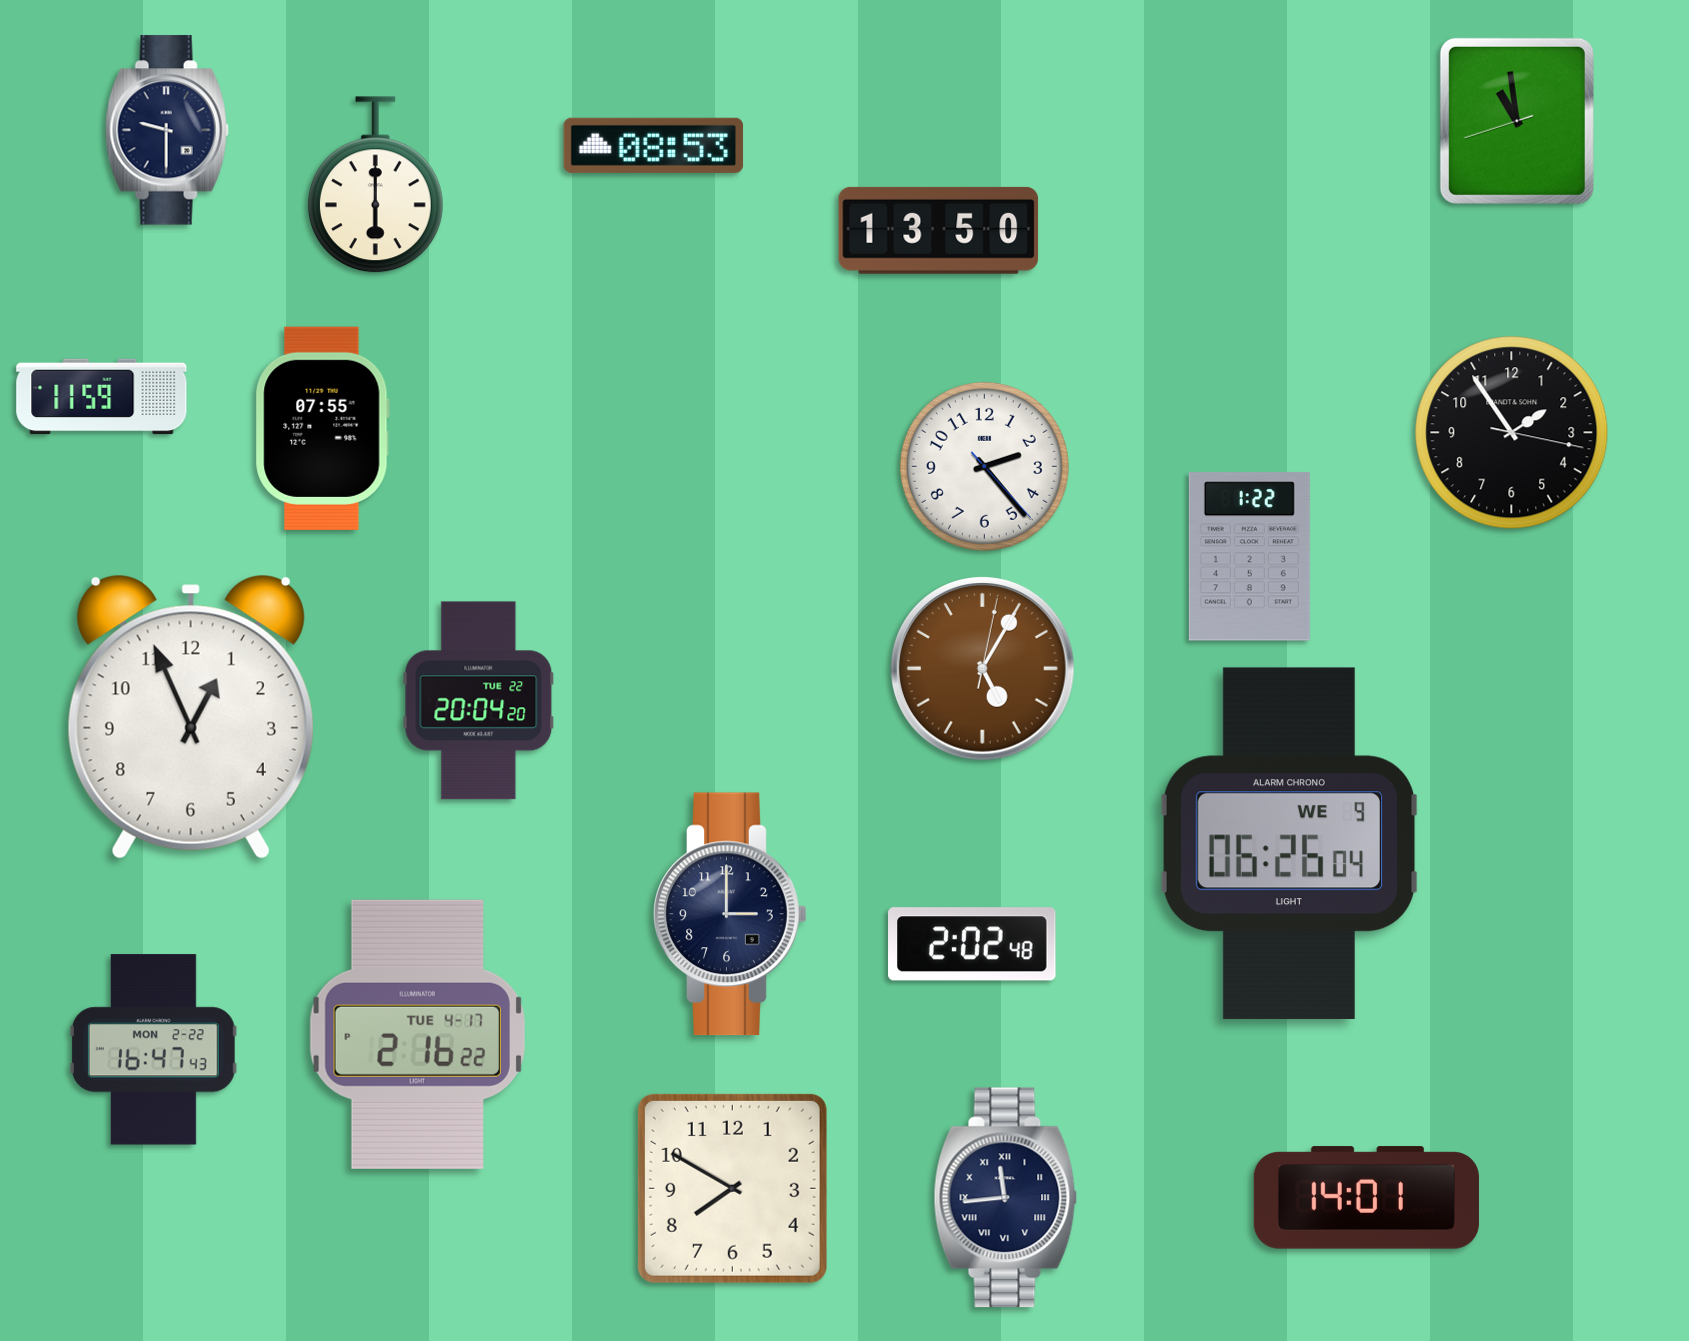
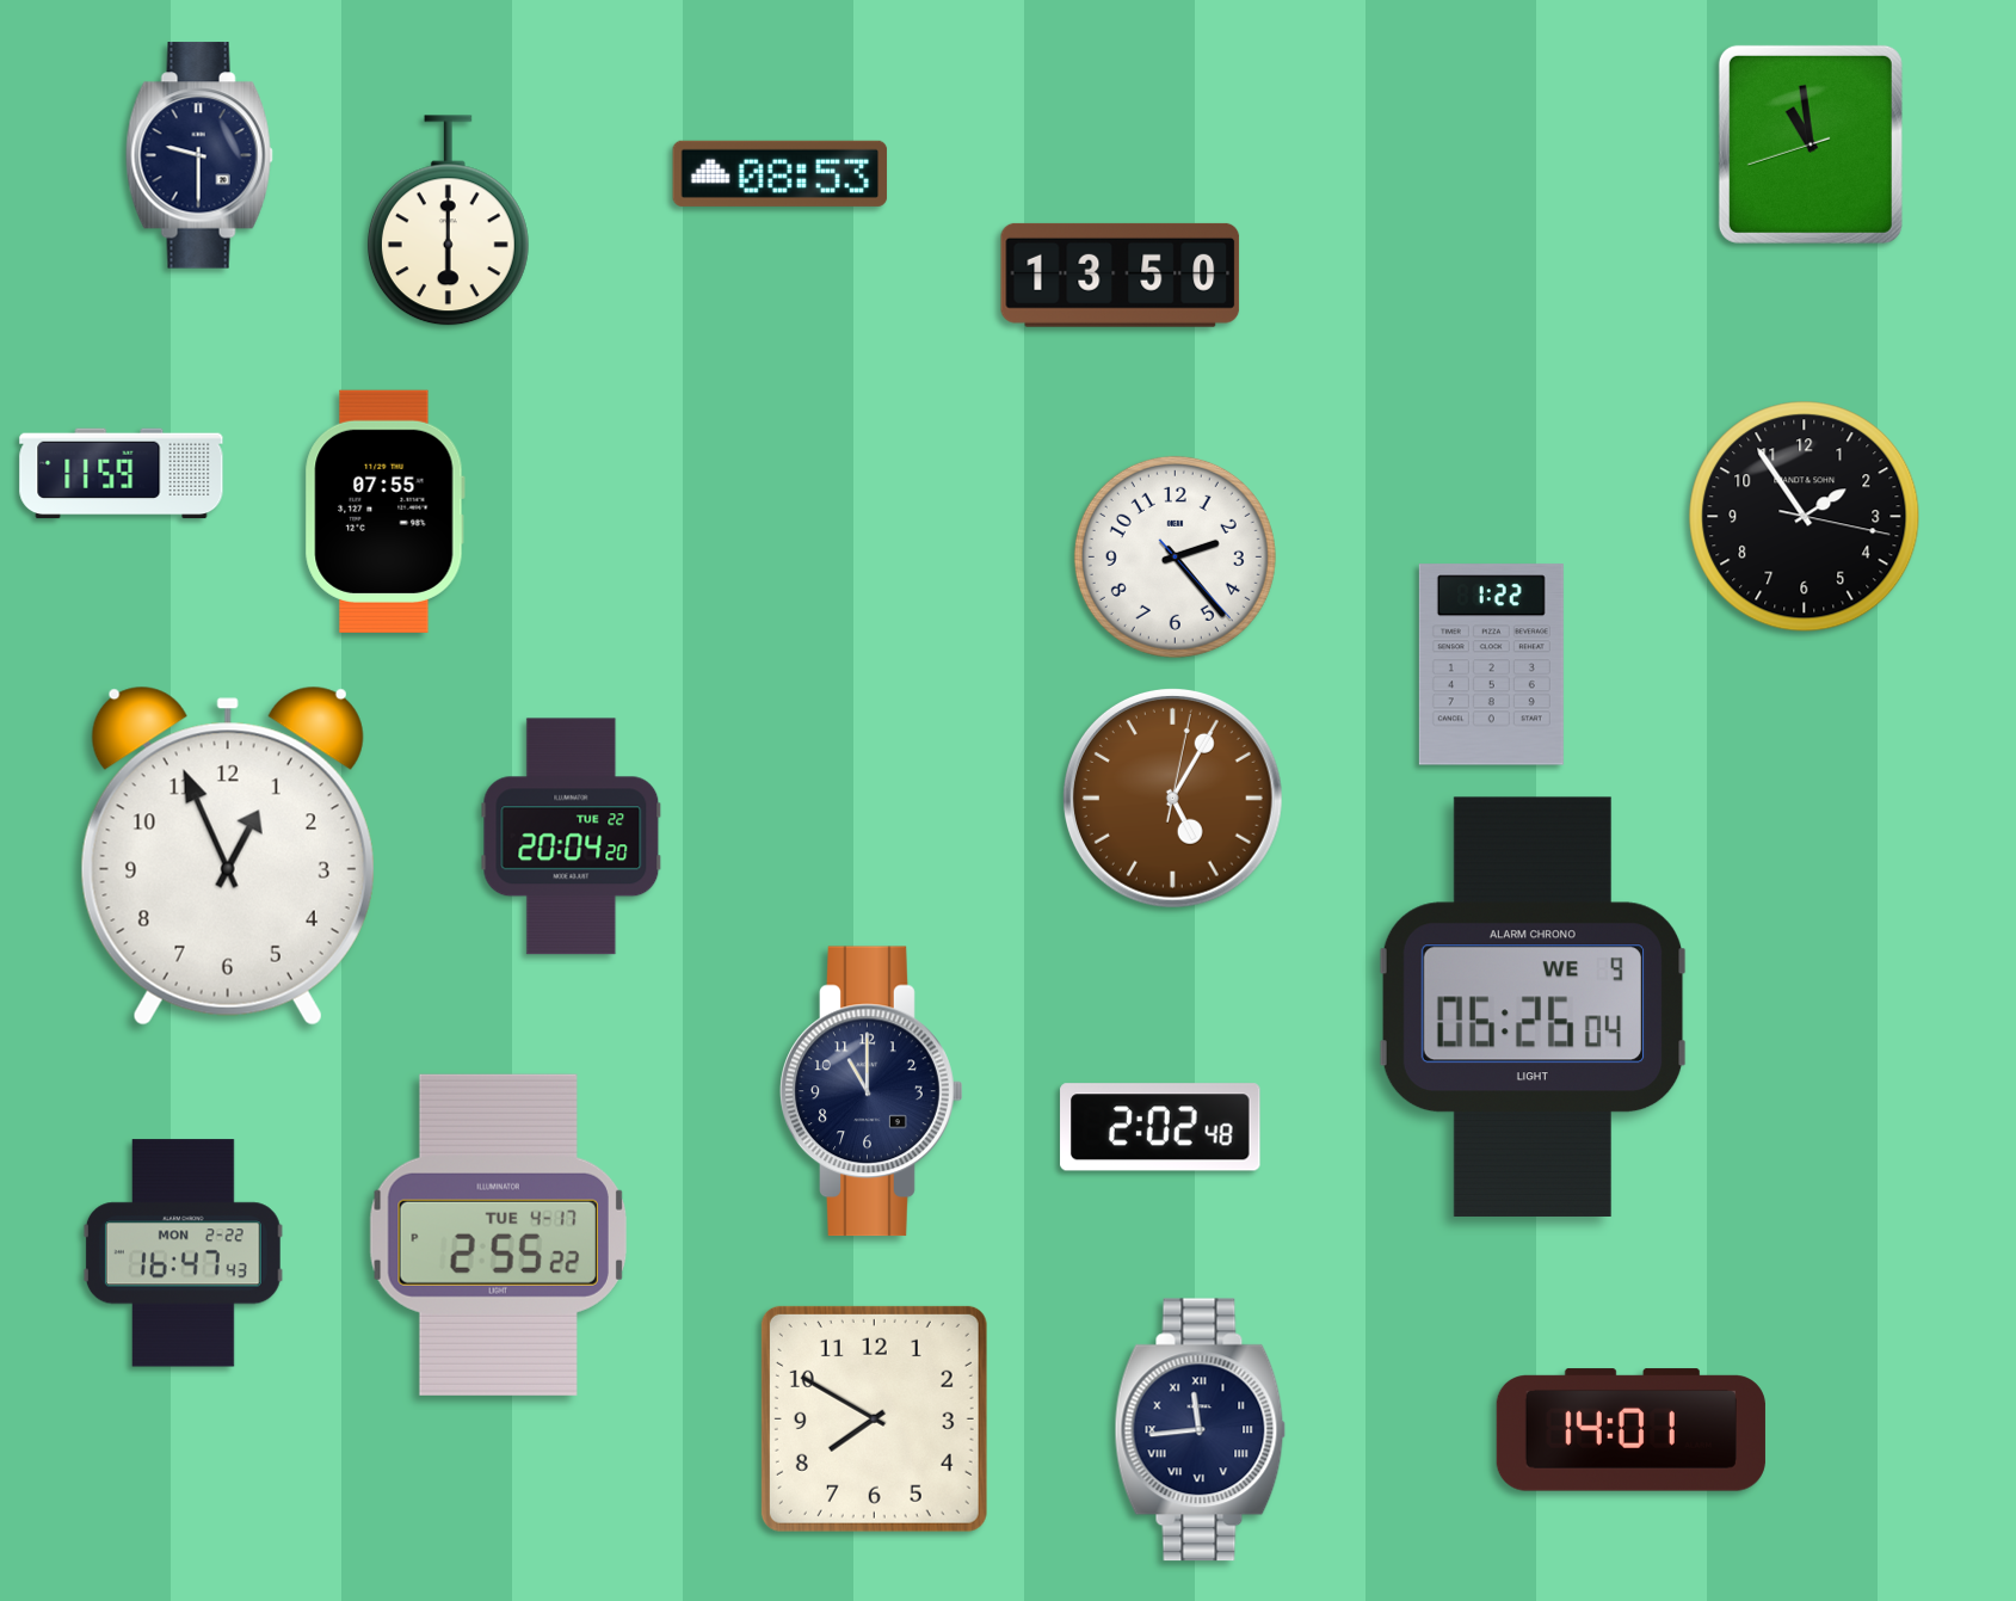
clock at (1290, 843) position: (1290, 843) -> (1534, 1006)
clock at (730, 914): 3:00 -> 11:00
clock at (417, 1034): 2:16 -> 2:55
